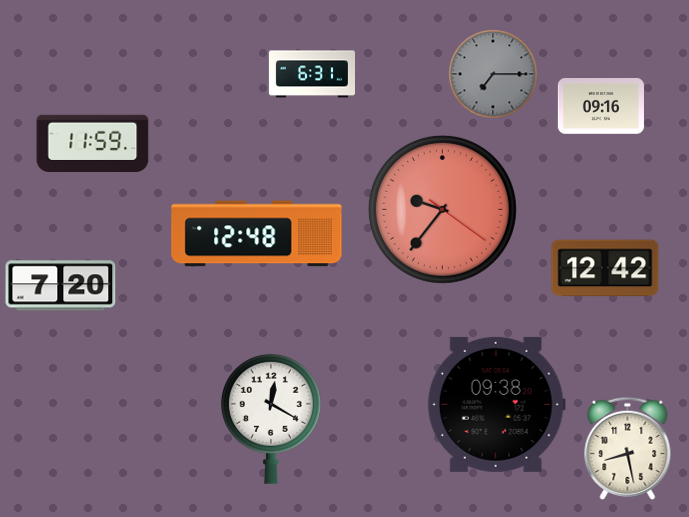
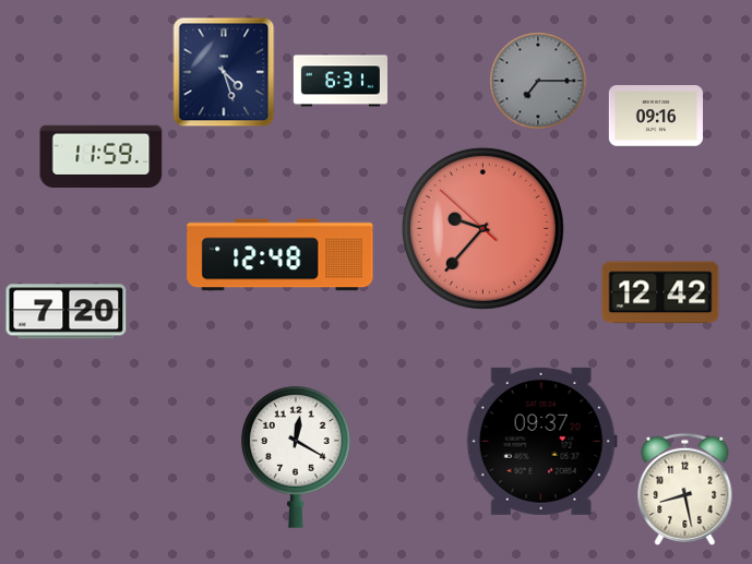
clock at (224, 72): none -> 4:27
clock at (442, 209): 9:36:21 -> 9:36:52
clock at (496, 404): 09:38 -> 09:37
